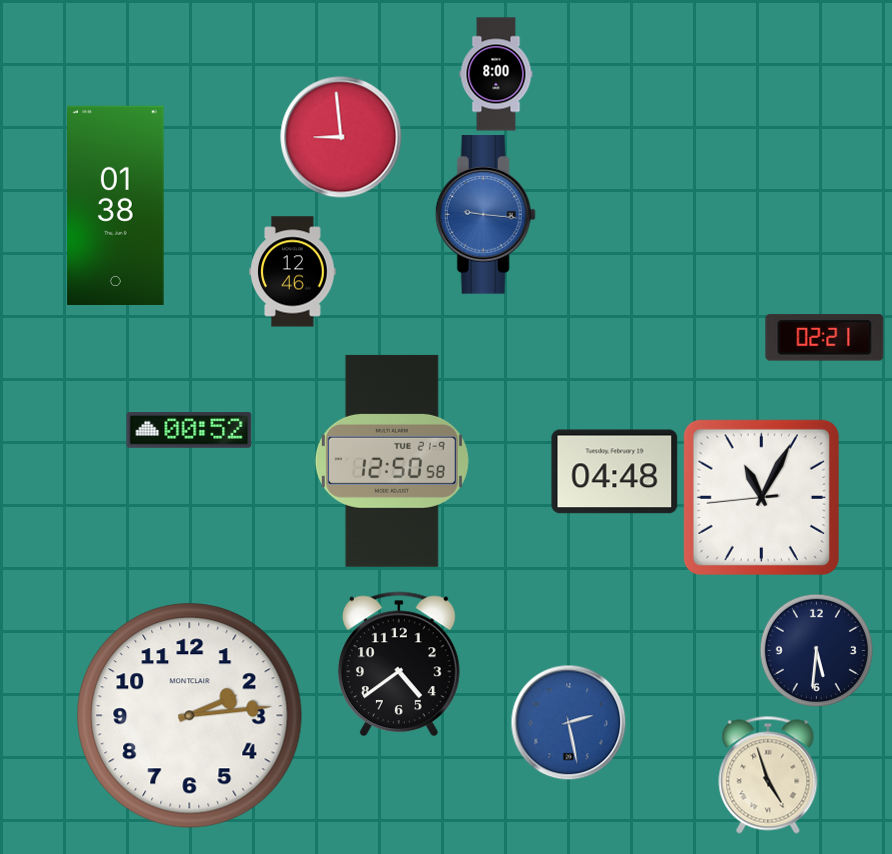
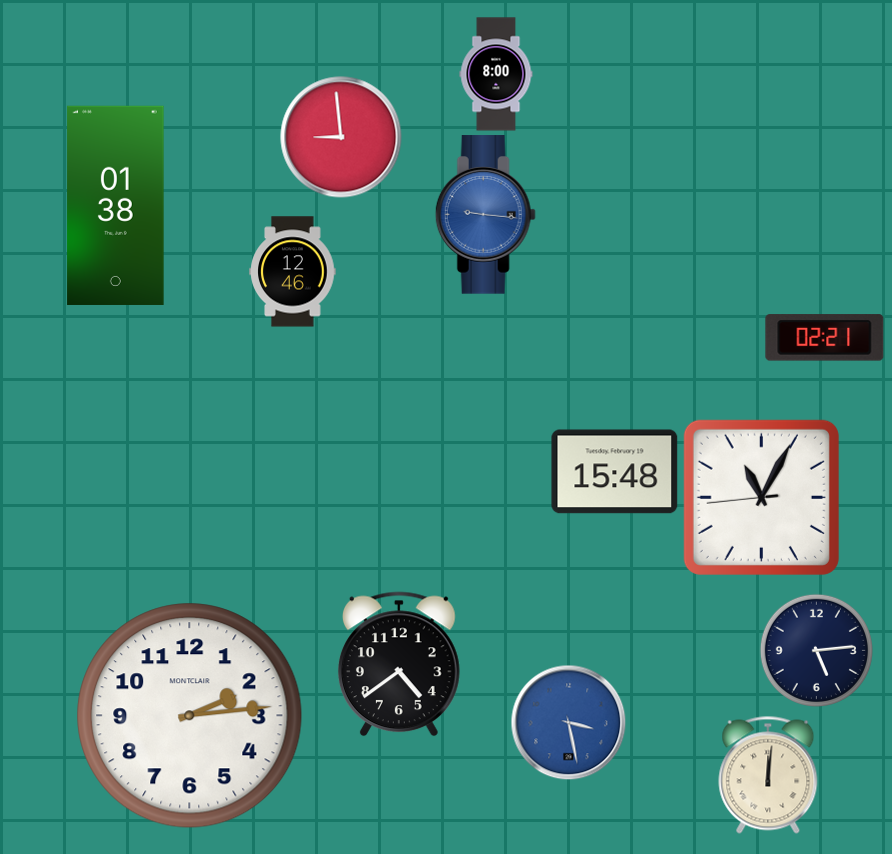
clock at (189, 431): 00:52 -> none
clock at (392, 461): 12:50 -> none
clock at (615, 472): 04:48 -> 15:48
clock at (816, 650): 5:31 -> 5:14
clock at (568, 722): 2:28 -> 3:28
clock at (768, 775): 4:57 -> 12:01
